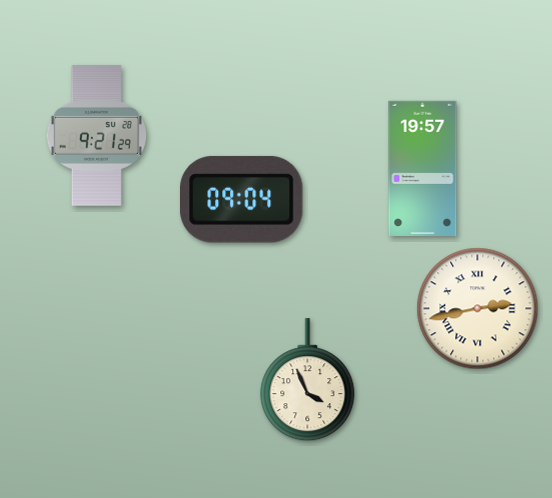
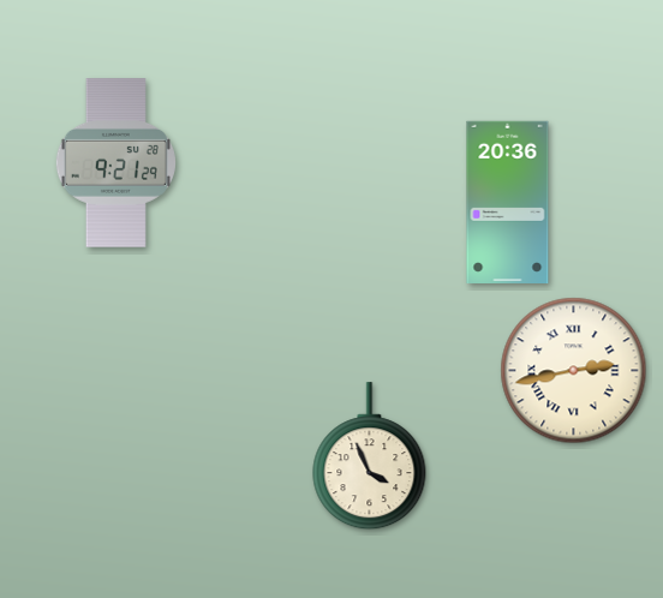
clock at (423, 168): 19:57 -> 20:36
clock at (242, 199): 09:04 -> none
